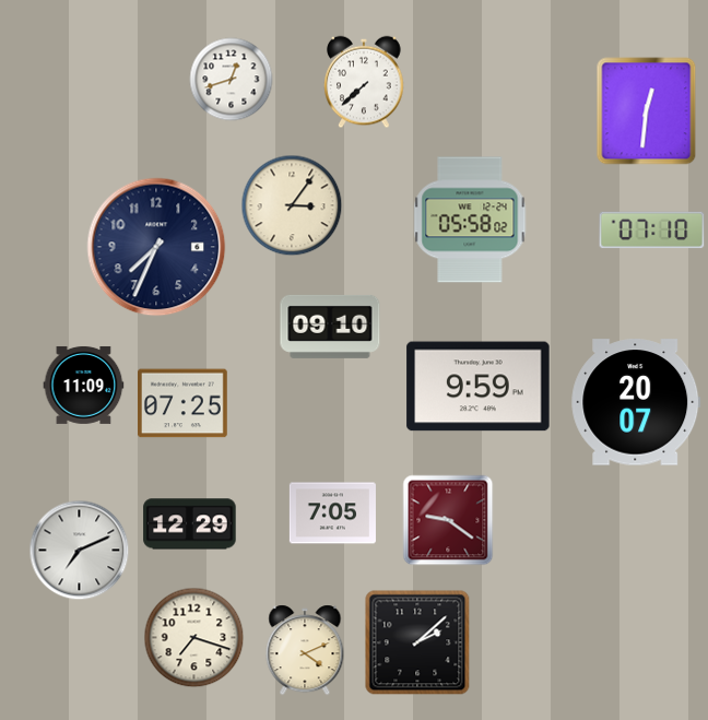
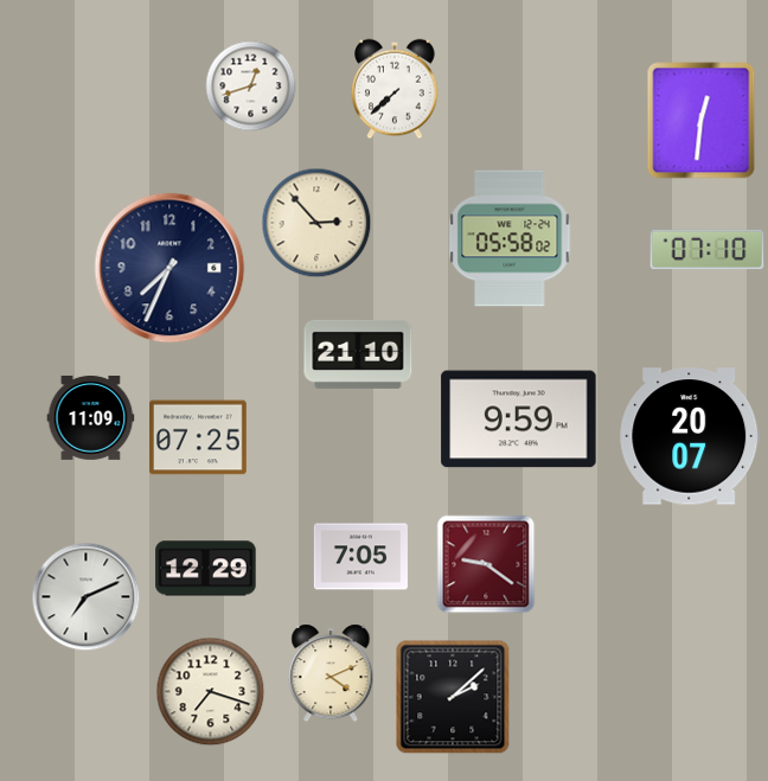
clock at (292, 205): 3:06 -> 2:53
clock at (330, 327): 09:10 -> 21:10
clock at (305, 650) position: (305, 650) -> (331, 673)
